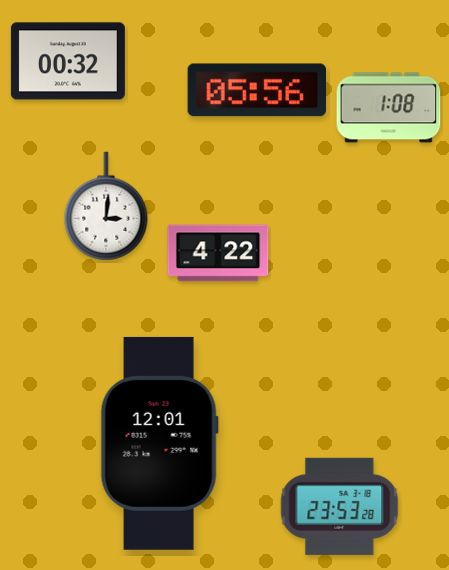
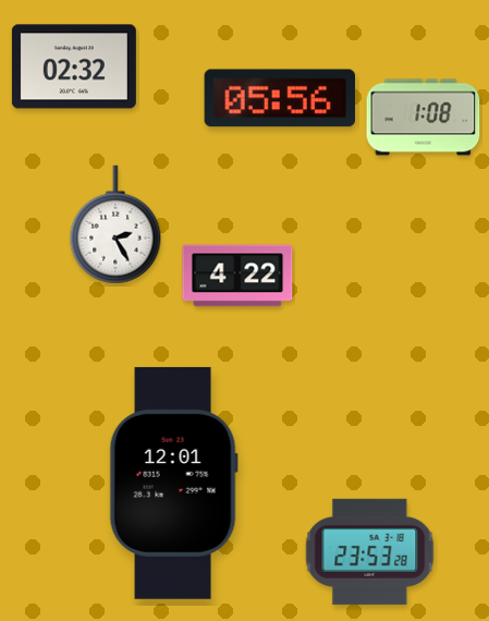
clock at (68, 61): 00:32 -> 02:32
clock at (106, 206): 3:01 -> 2:25
